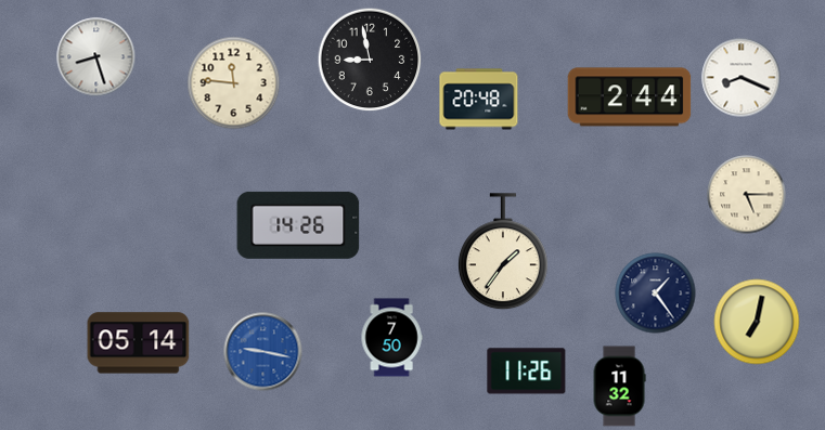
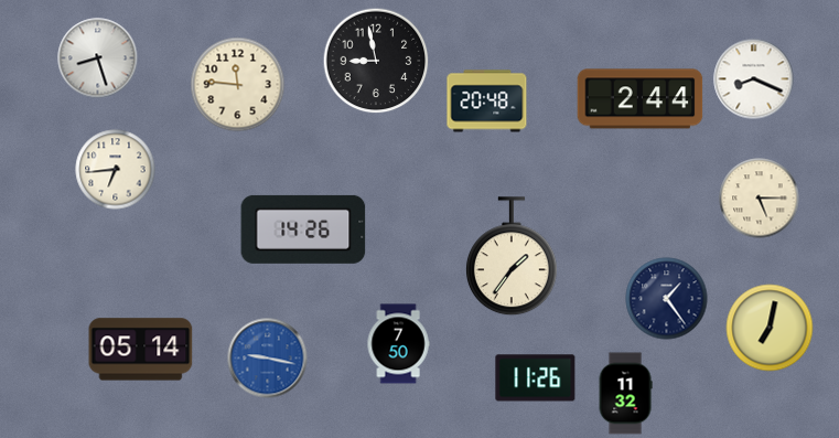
clock at (116, 170): none -> 6:44
clock at (619, 387) position: (619, 387) -> (625, 394)
